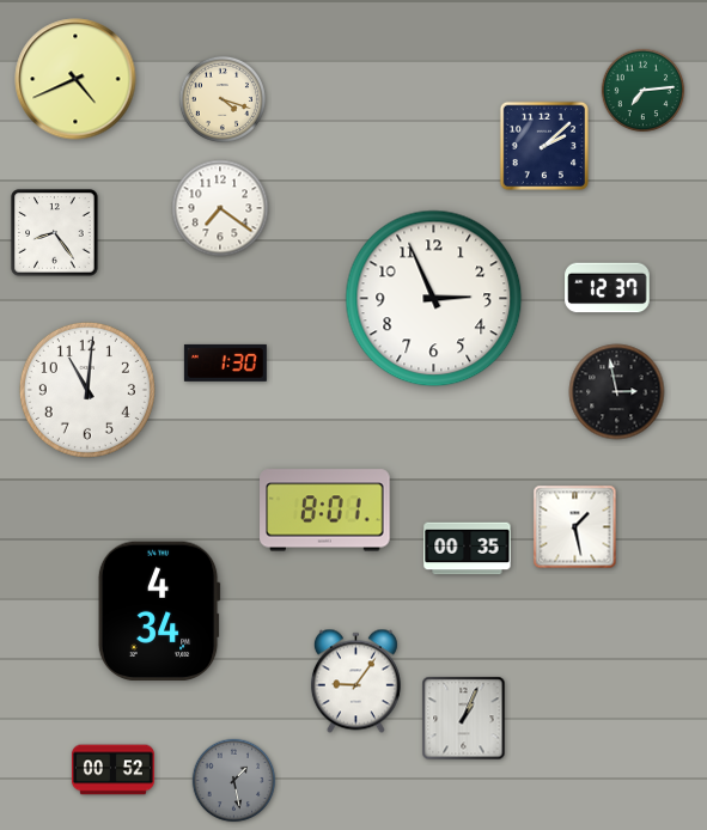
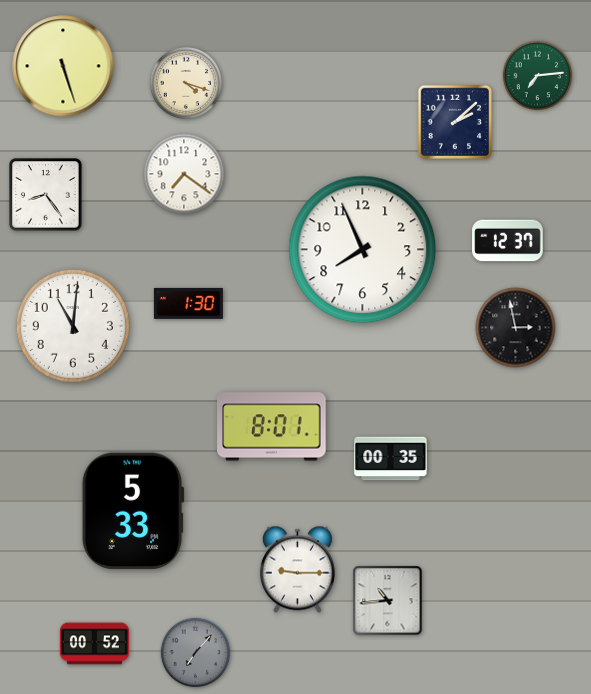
clock at (75, 79): 4:41 -> 5:27
clock at (434, 299): 2:56 -> 7:56
clock at (575, 527): 1:28 -> none
clock at (159, 611): 4:34 -> 5:33
clock at (355, 682): 9:06 -> 9:15
clock at (464, 719): 1:04 -> 10:44
clock at (234, 781): 1:28 -> 7:07
